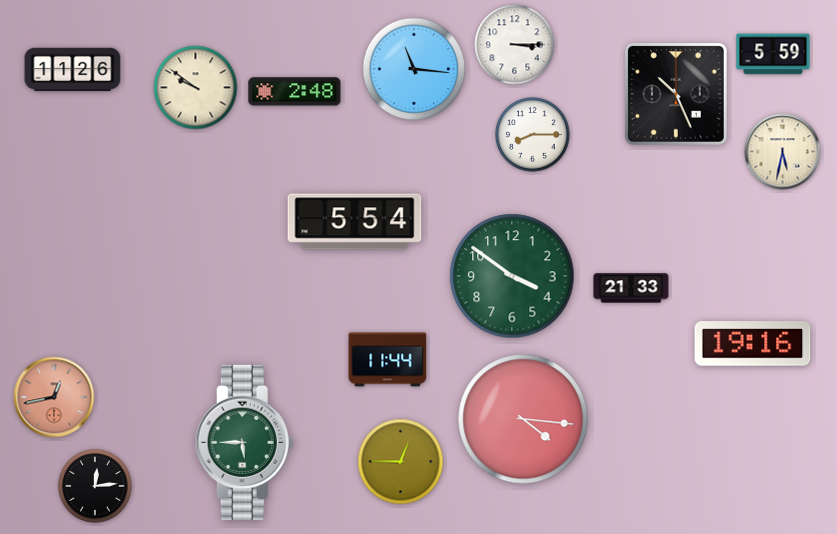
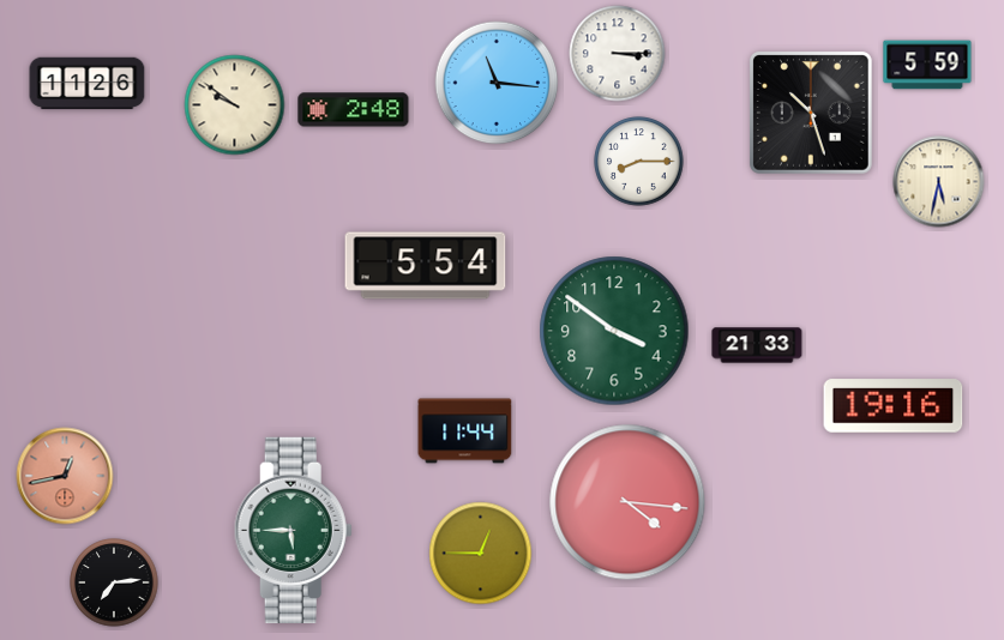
clock at (677, 94): 10:26 -> 10:27
clock at (753, 344) position: (753, 344) -> (894, 406)
clock at (95, 486): 12:14 -> 7:14
